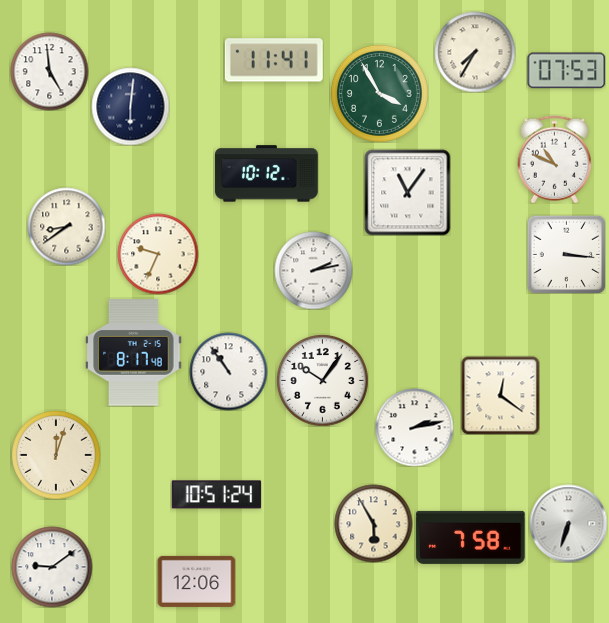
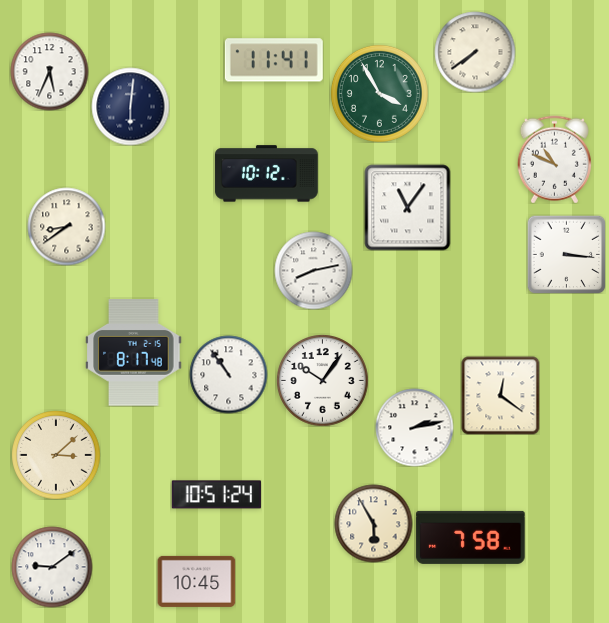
clock at (475, 52): 7:35 -> 7:39
clock at (49, 71): 4:59 -> 5:34
clock at (566, 71): 07:53 -> none
clock at (407, 192) position: (407, 192) -> (407, 207)
clock at (158, 254): 9:34 -> none
clock at (313, 270): 2:13 -> 8:13
clock at (228, 371) position: (228, 371) -> (228, 374)
clock at (56, 455): 12:03 -> 3:08
clock at (568, 523): 6:33 -> none
clock at (196, 581): 12:06 -> 10:45
